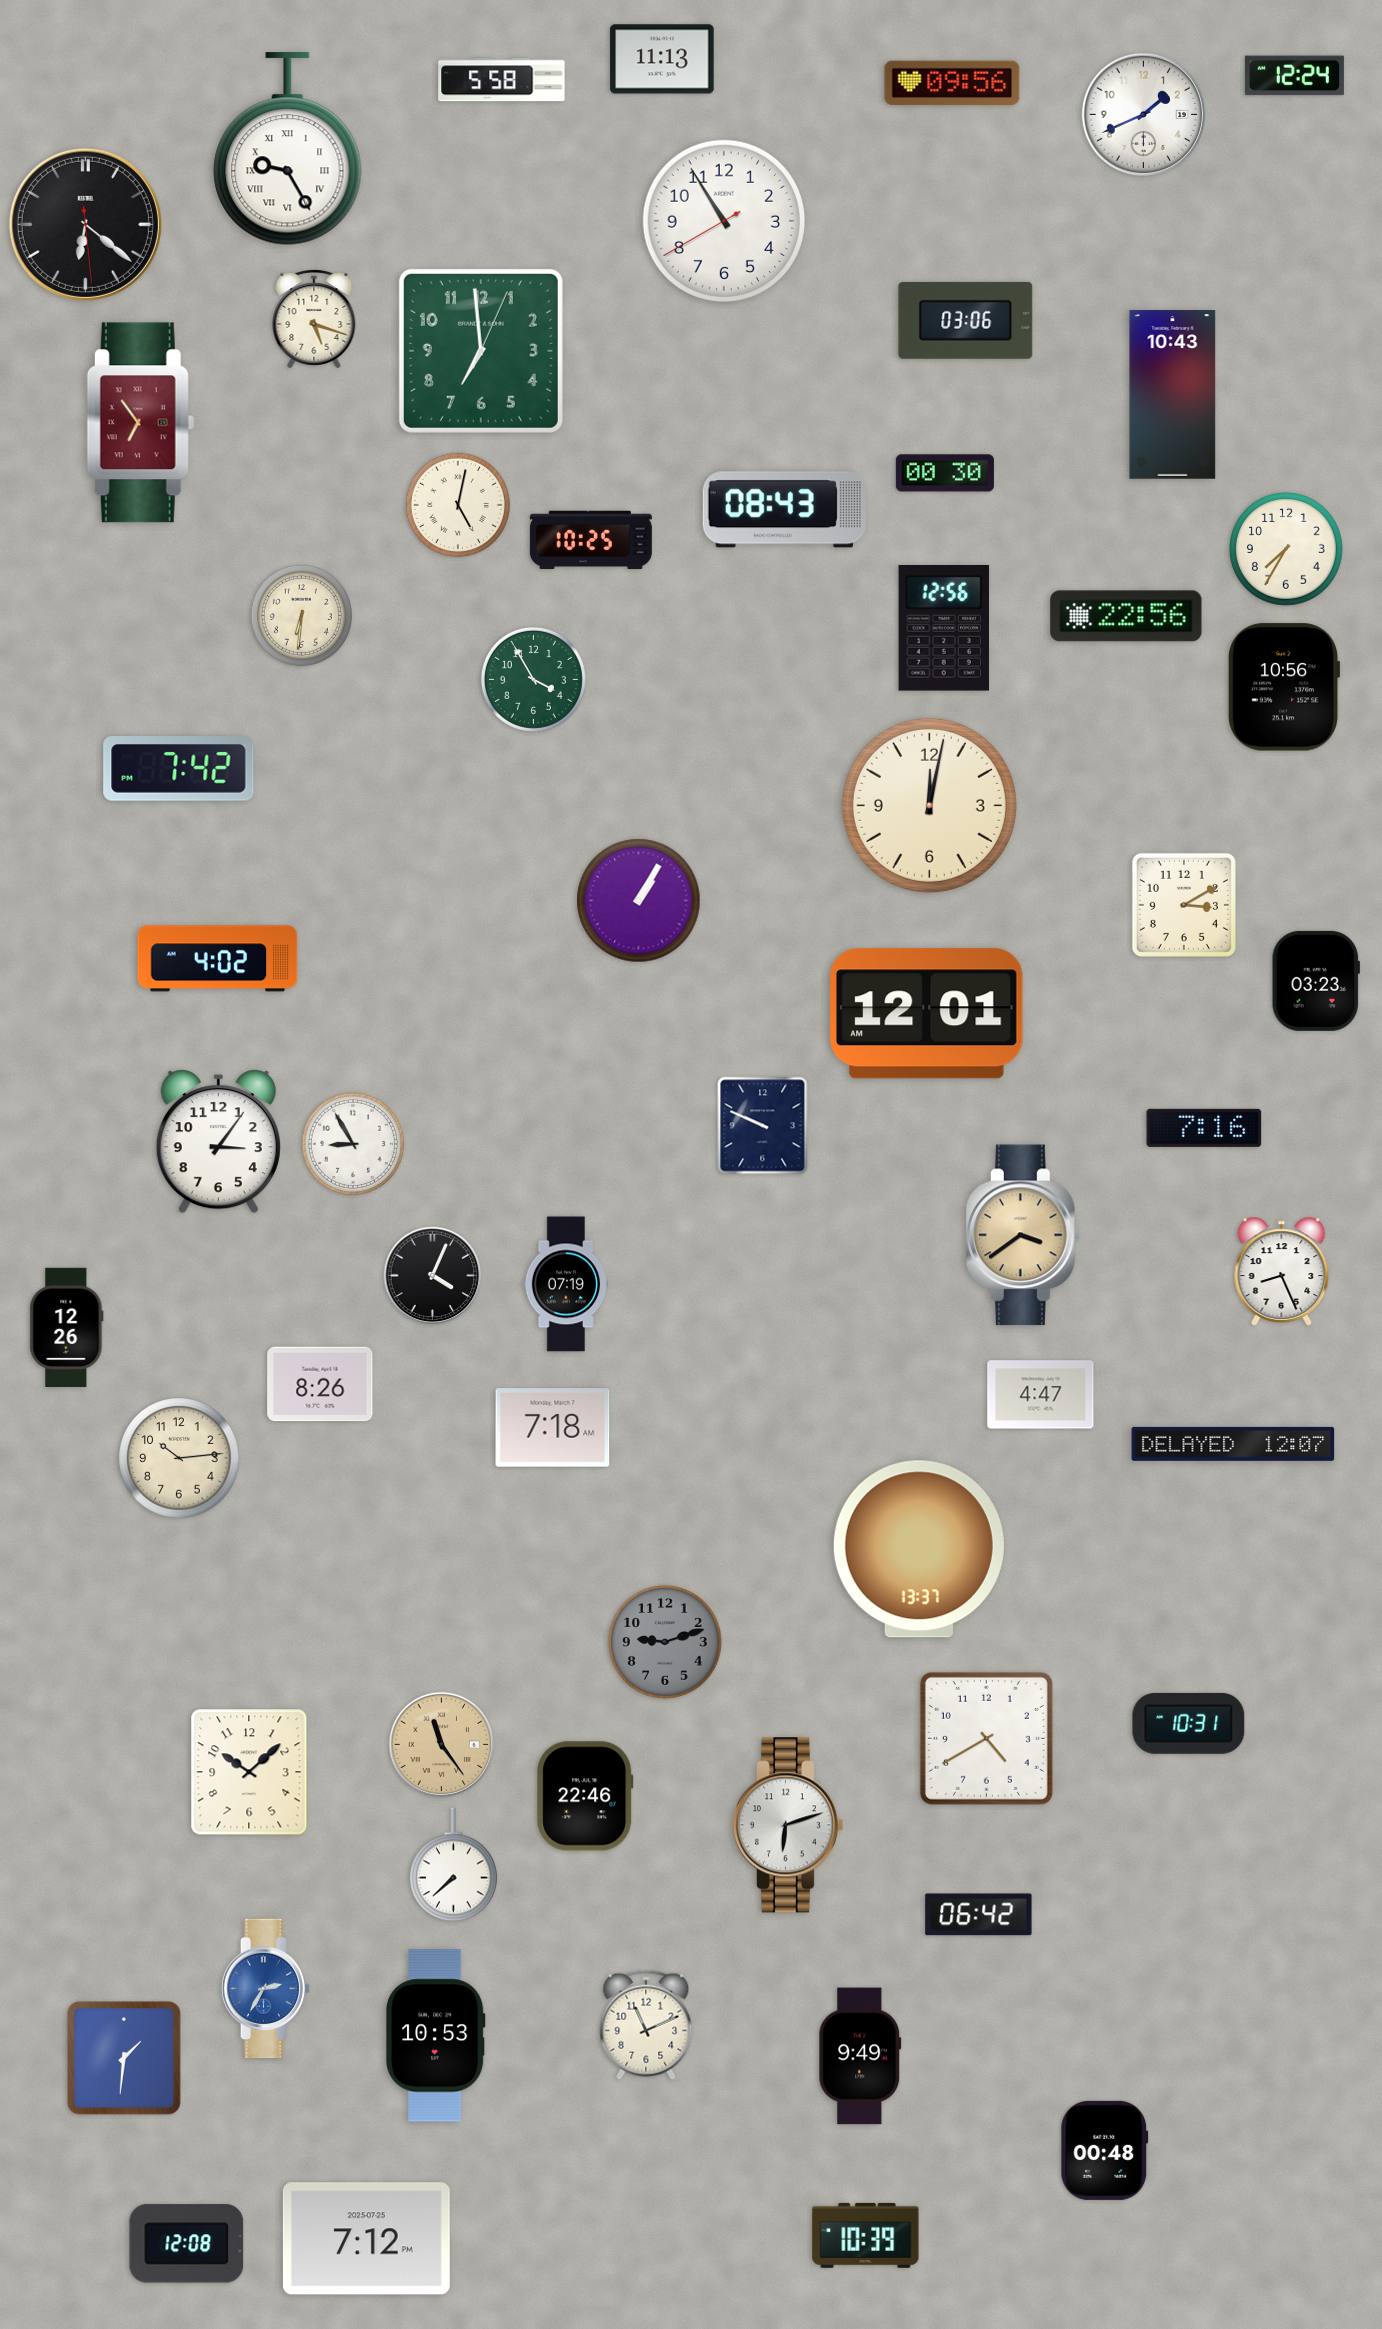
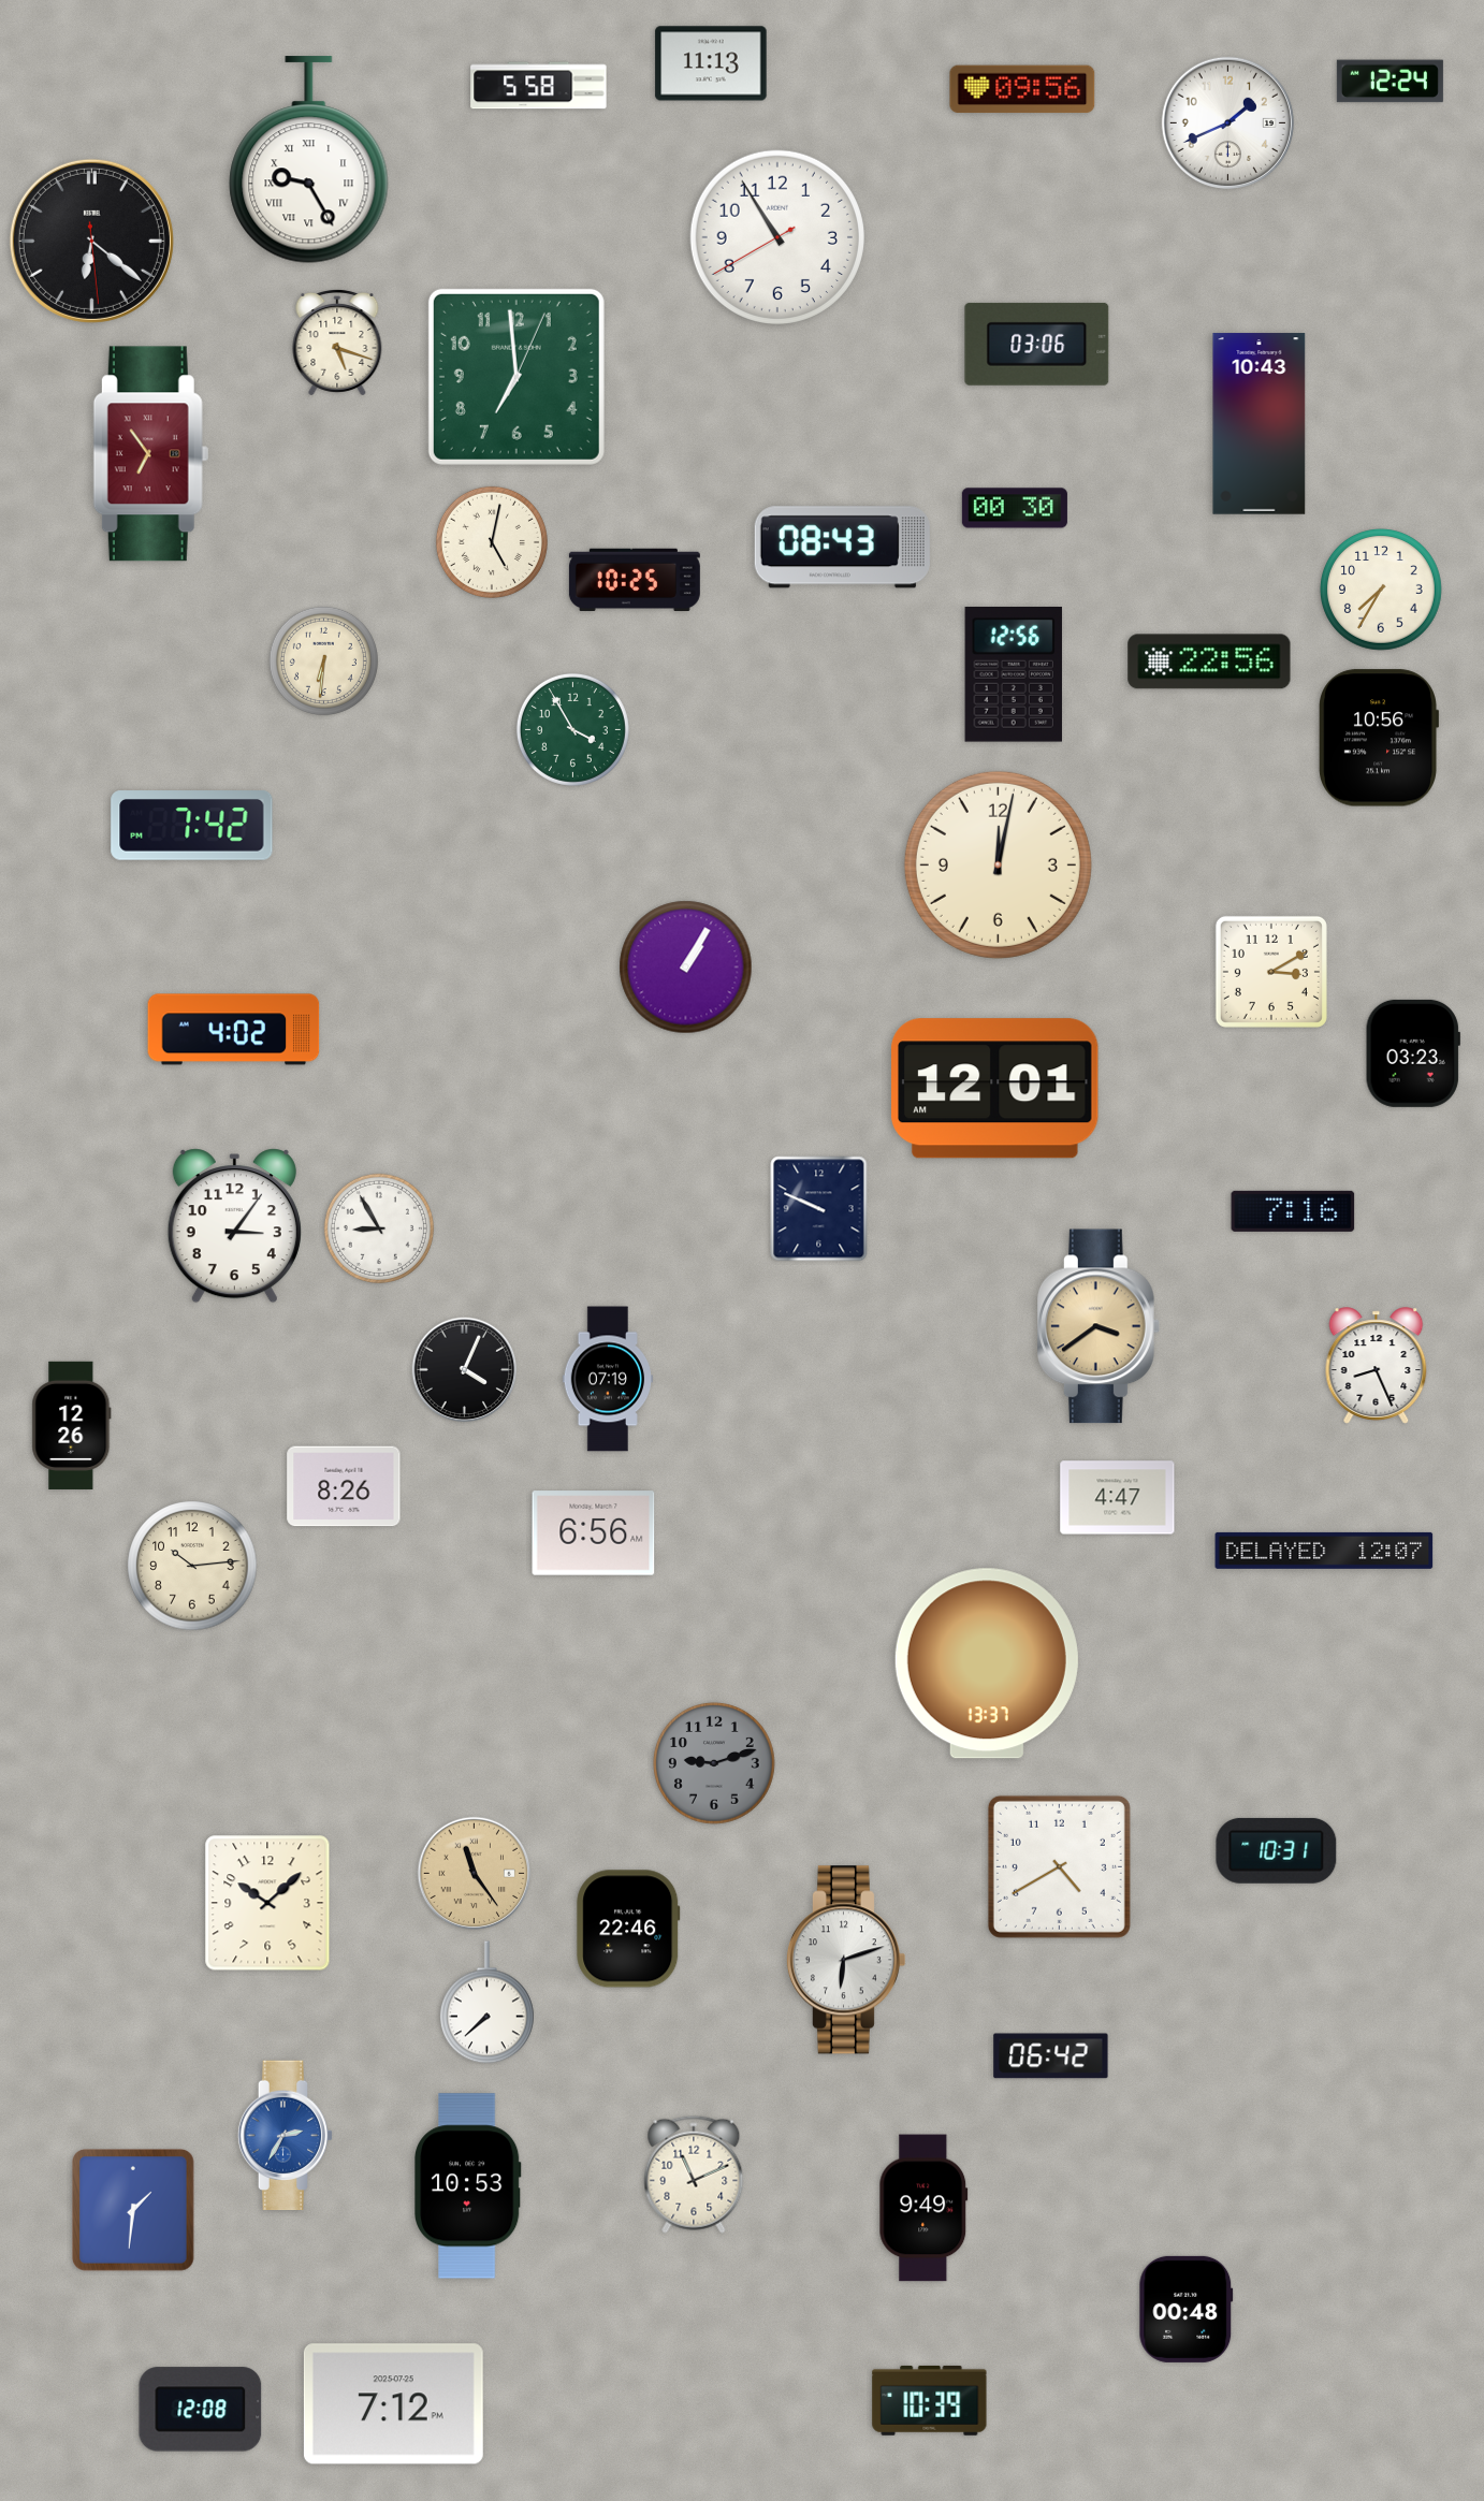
clock at (553, 1428): 7:18 -> 6:56
